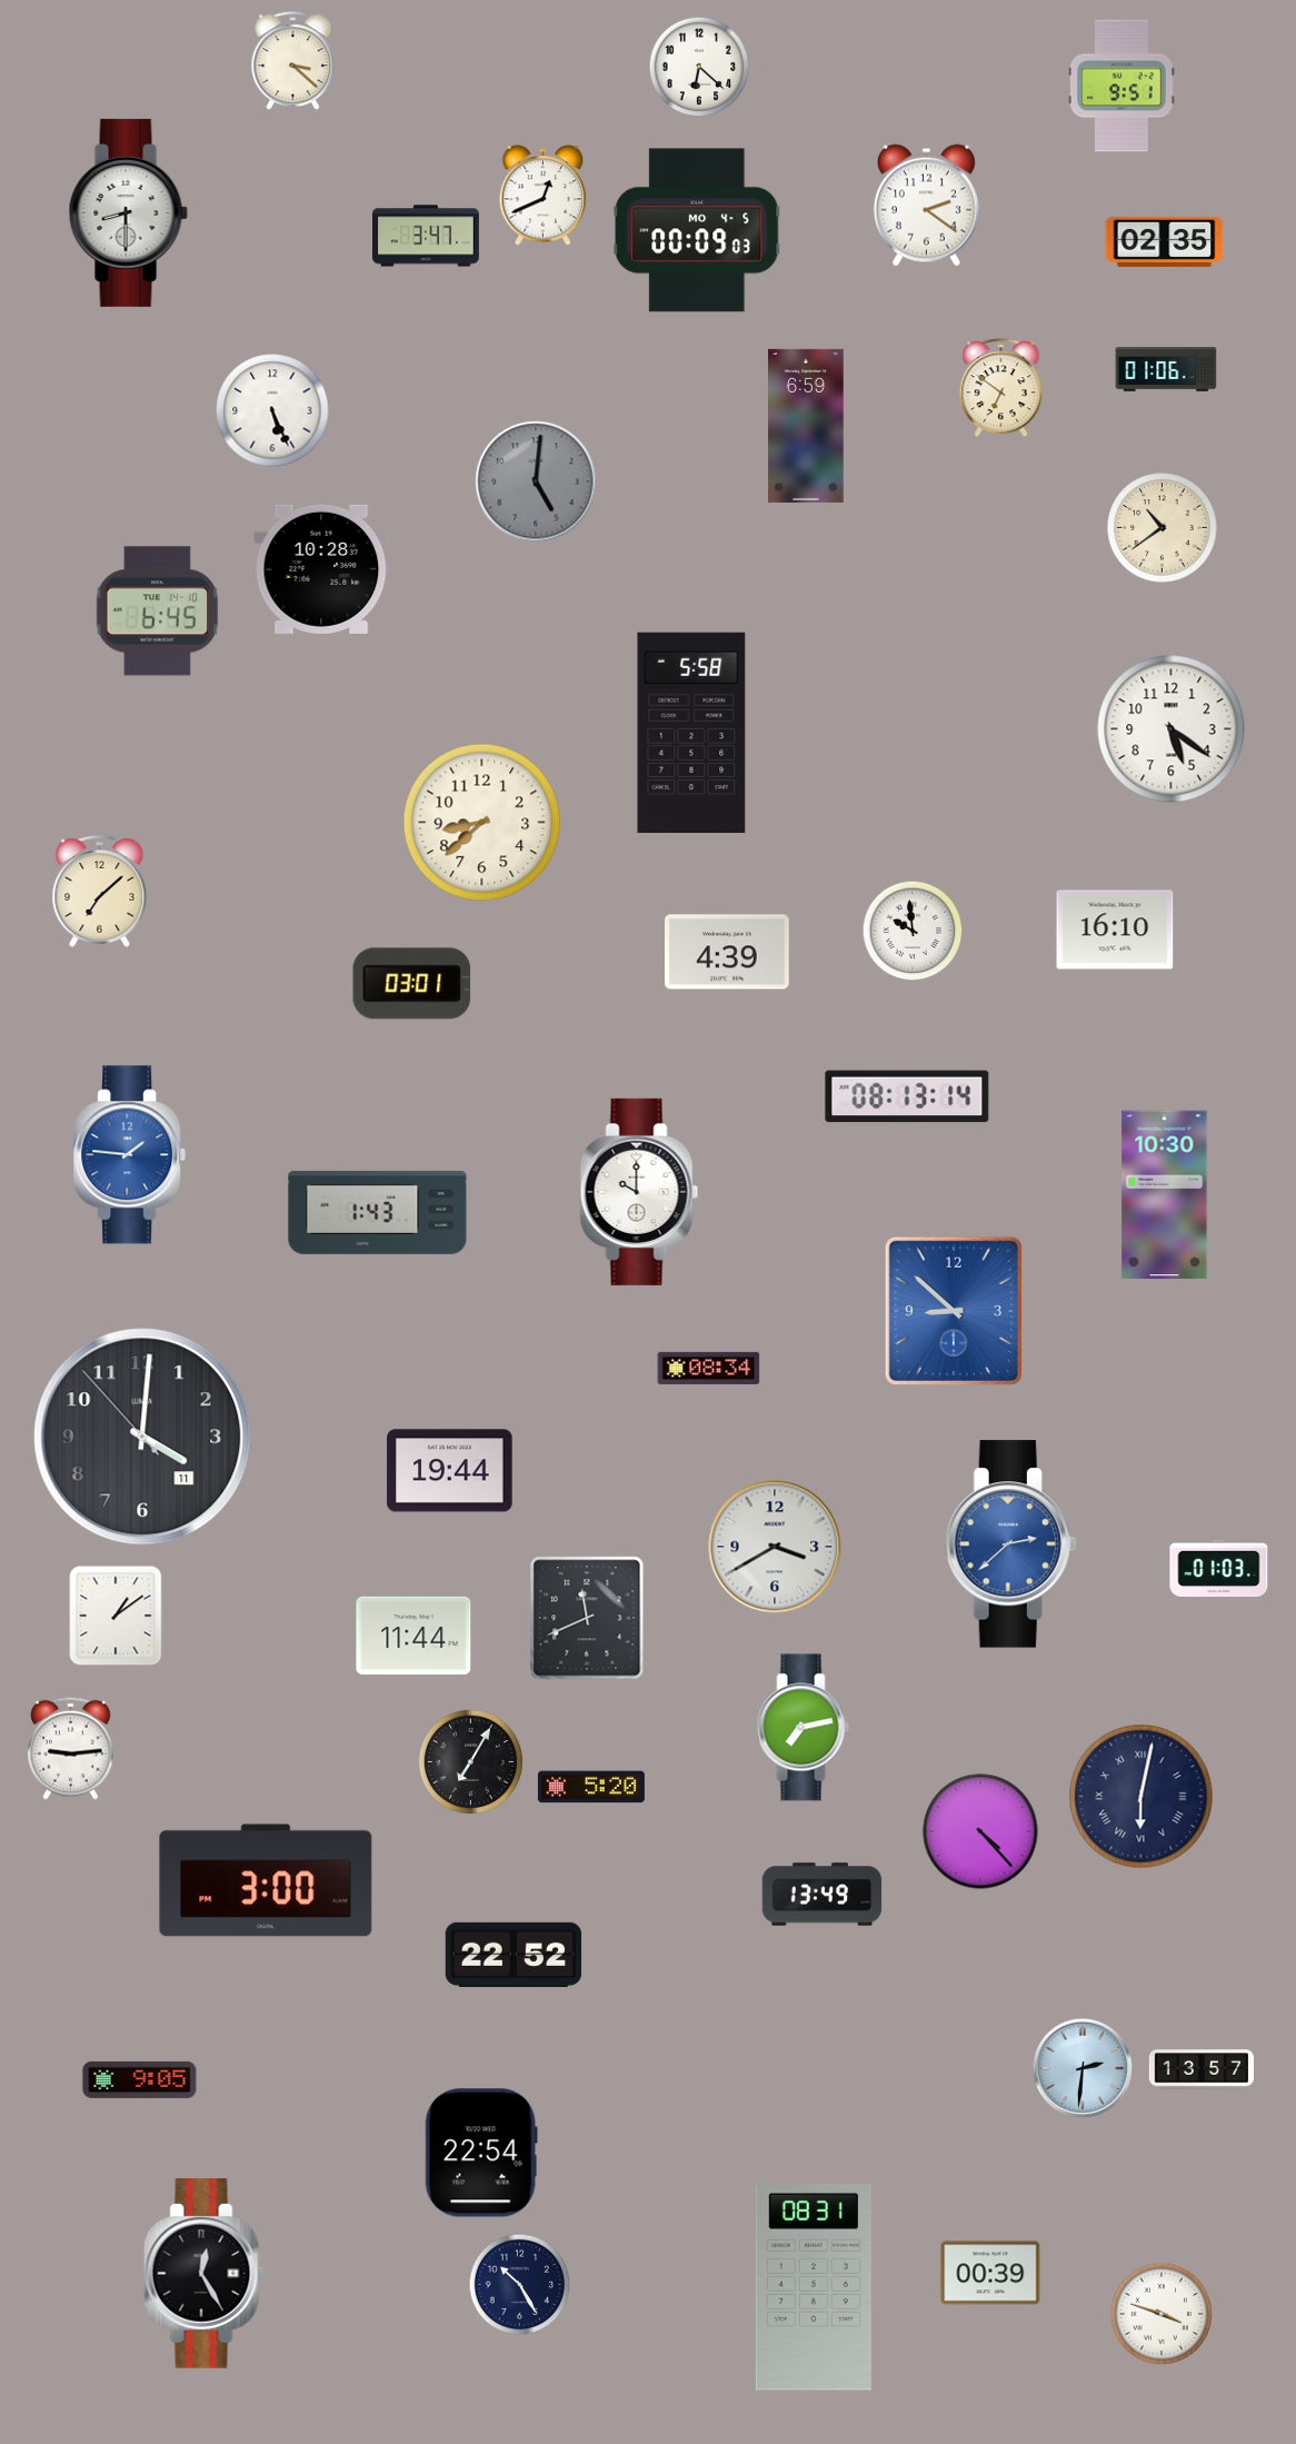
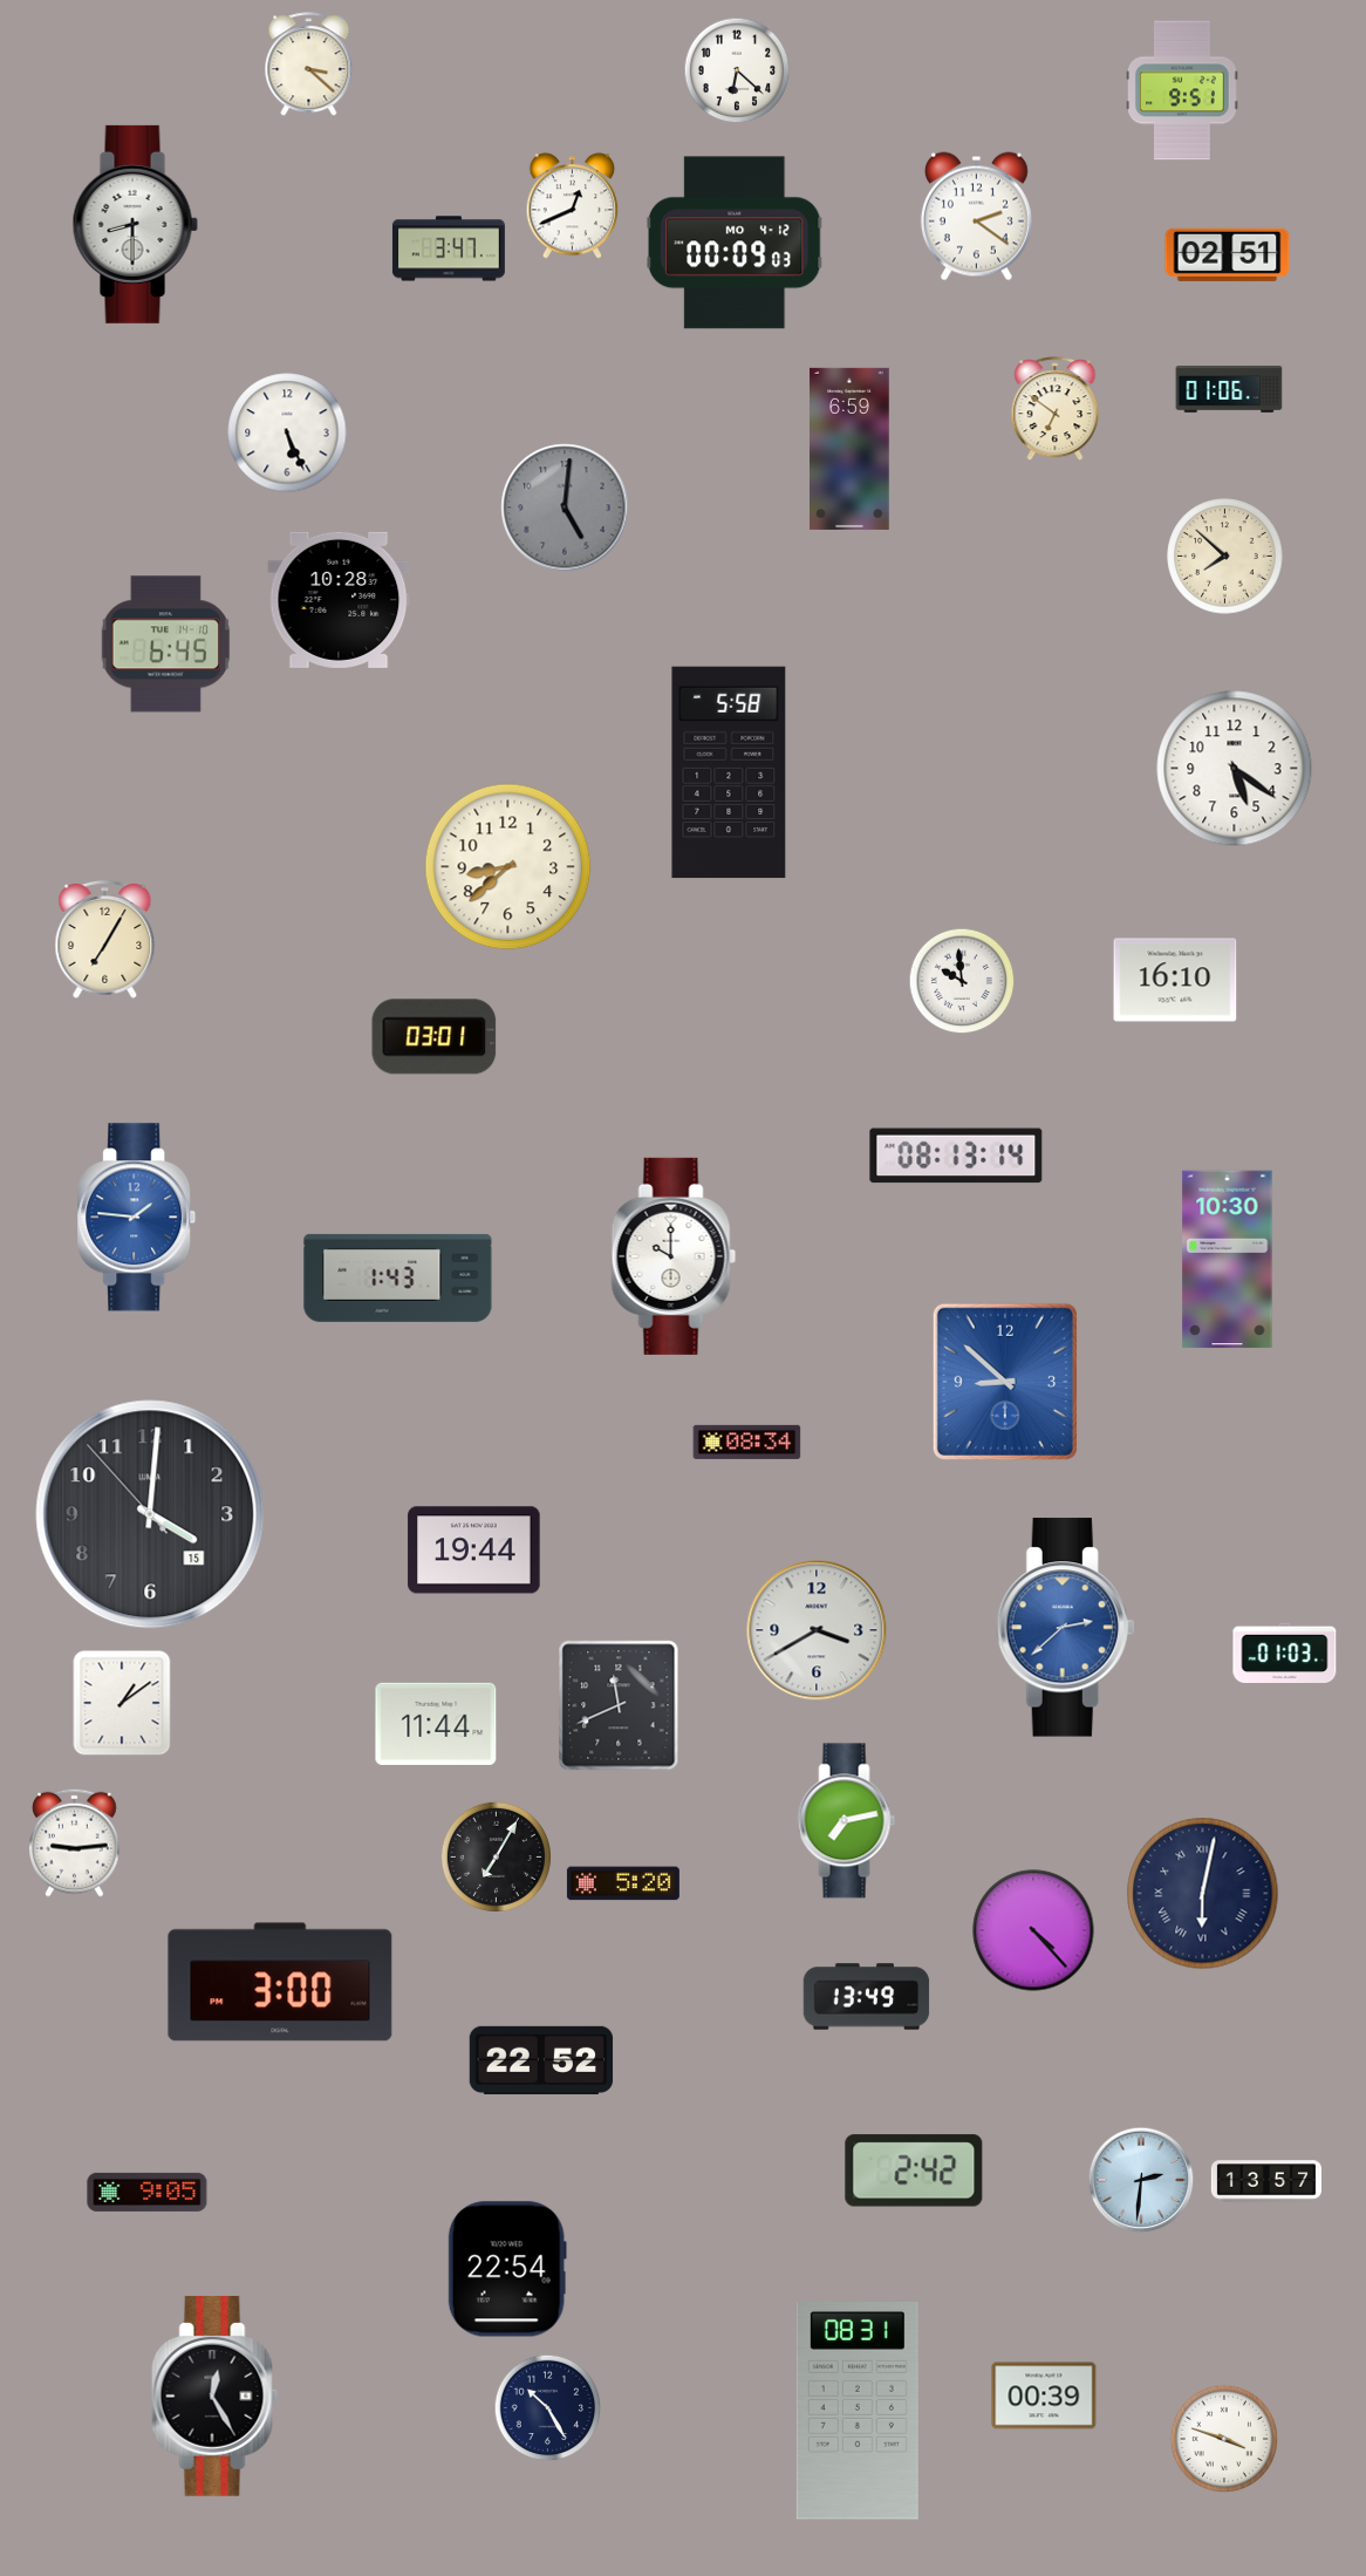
clock at (697, 230) date: MO 4-5 -> MO 4-12
clock at (1165, 241): 02:35 -> 02:51
clock at (1163, 528): 10:39 -> 7:52
clock at (100, 892): 7:08 -> 7:05
clock at (728, 952): 4:39 -> none
clock at (142, 1437) date: 11 -> 15
clock at (914, 2170): none -> 2:42
